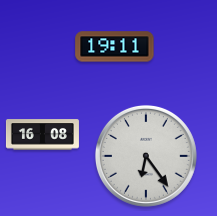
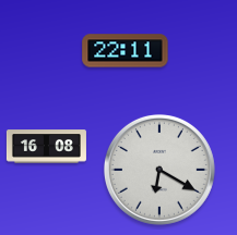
clock at (115, 47): 19:11 -> 22:11
clock at (146, 156): 6:24 -> 6:20
